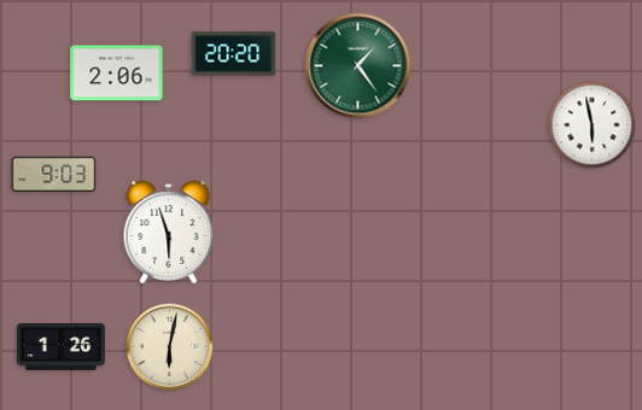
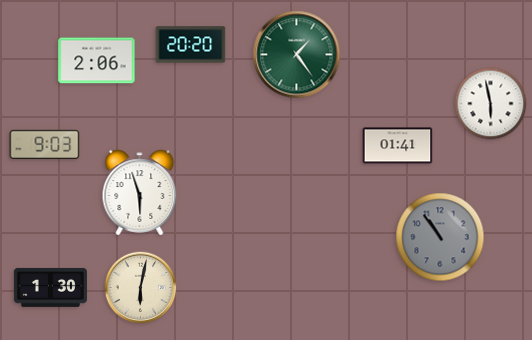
clock at (234, 54) position: (234, 54) -> (191, 45)
clock at (398, 146): none -> 01:41
clock at (440, 237): none -> 10:54
clock at (60, 346): 1:26 -> 1:30
